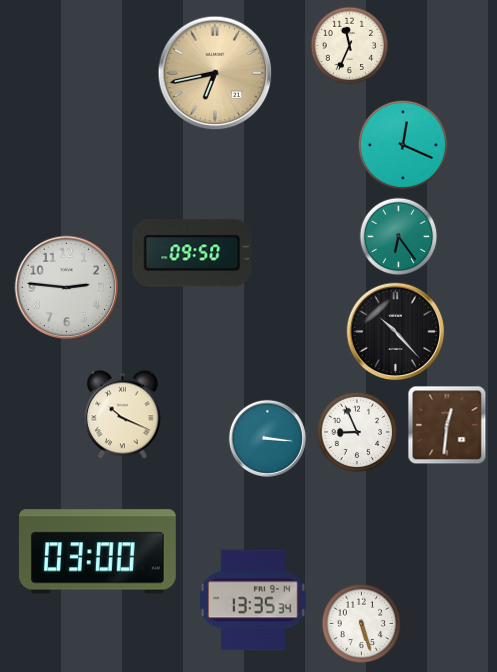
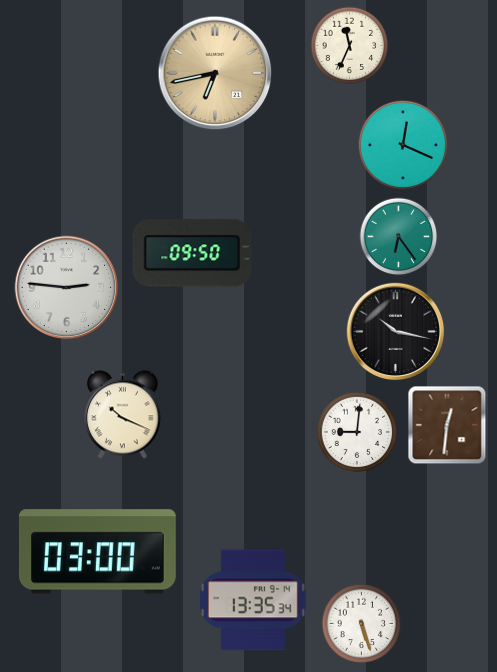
clock at (396, 332): 10:23 -> 10:17
clock at (357, 432): 8:56 -> 9:01
clock at (267, 438): 3:16 -> none
